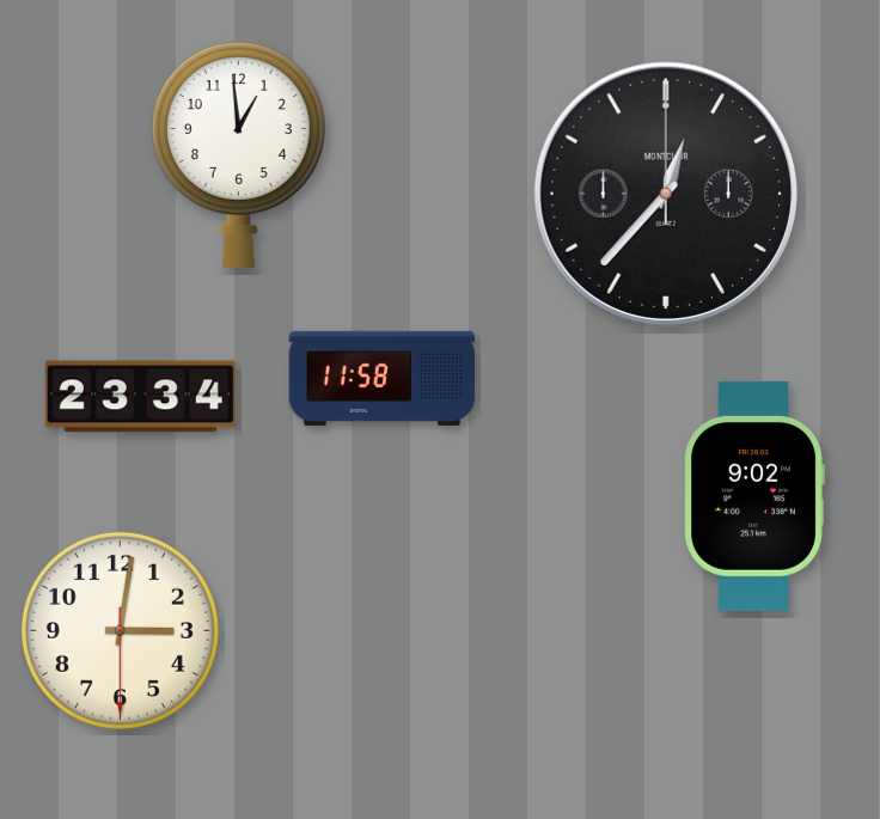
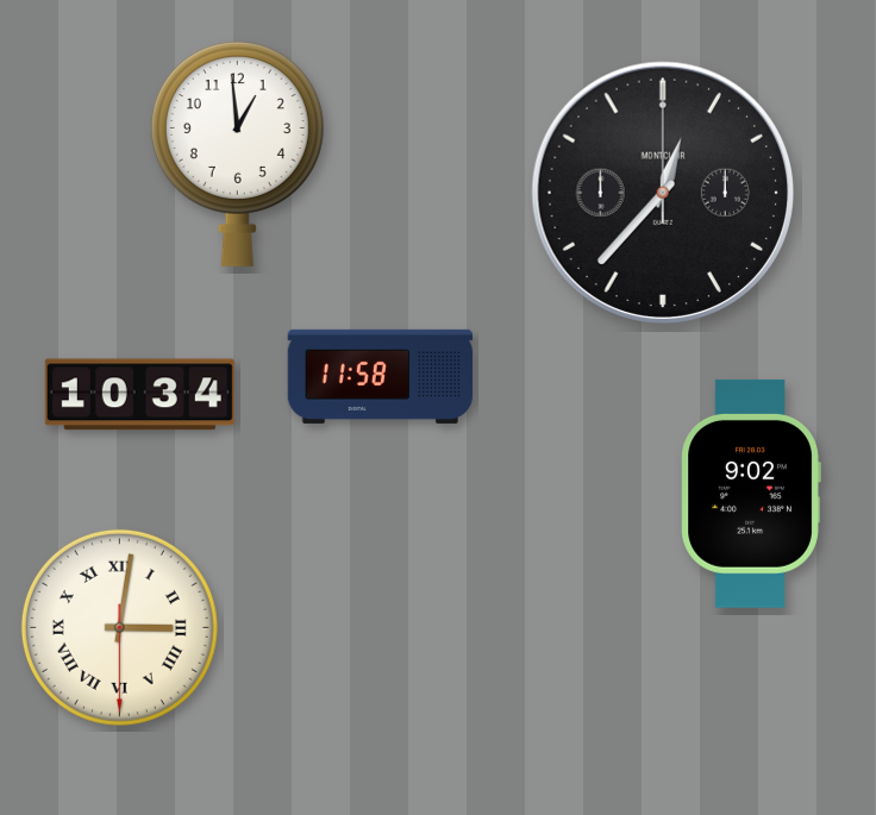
clock at (140, 397): 23:34 -> 10:34
clock at (120, 630) numerals: Arabic -> Roman
